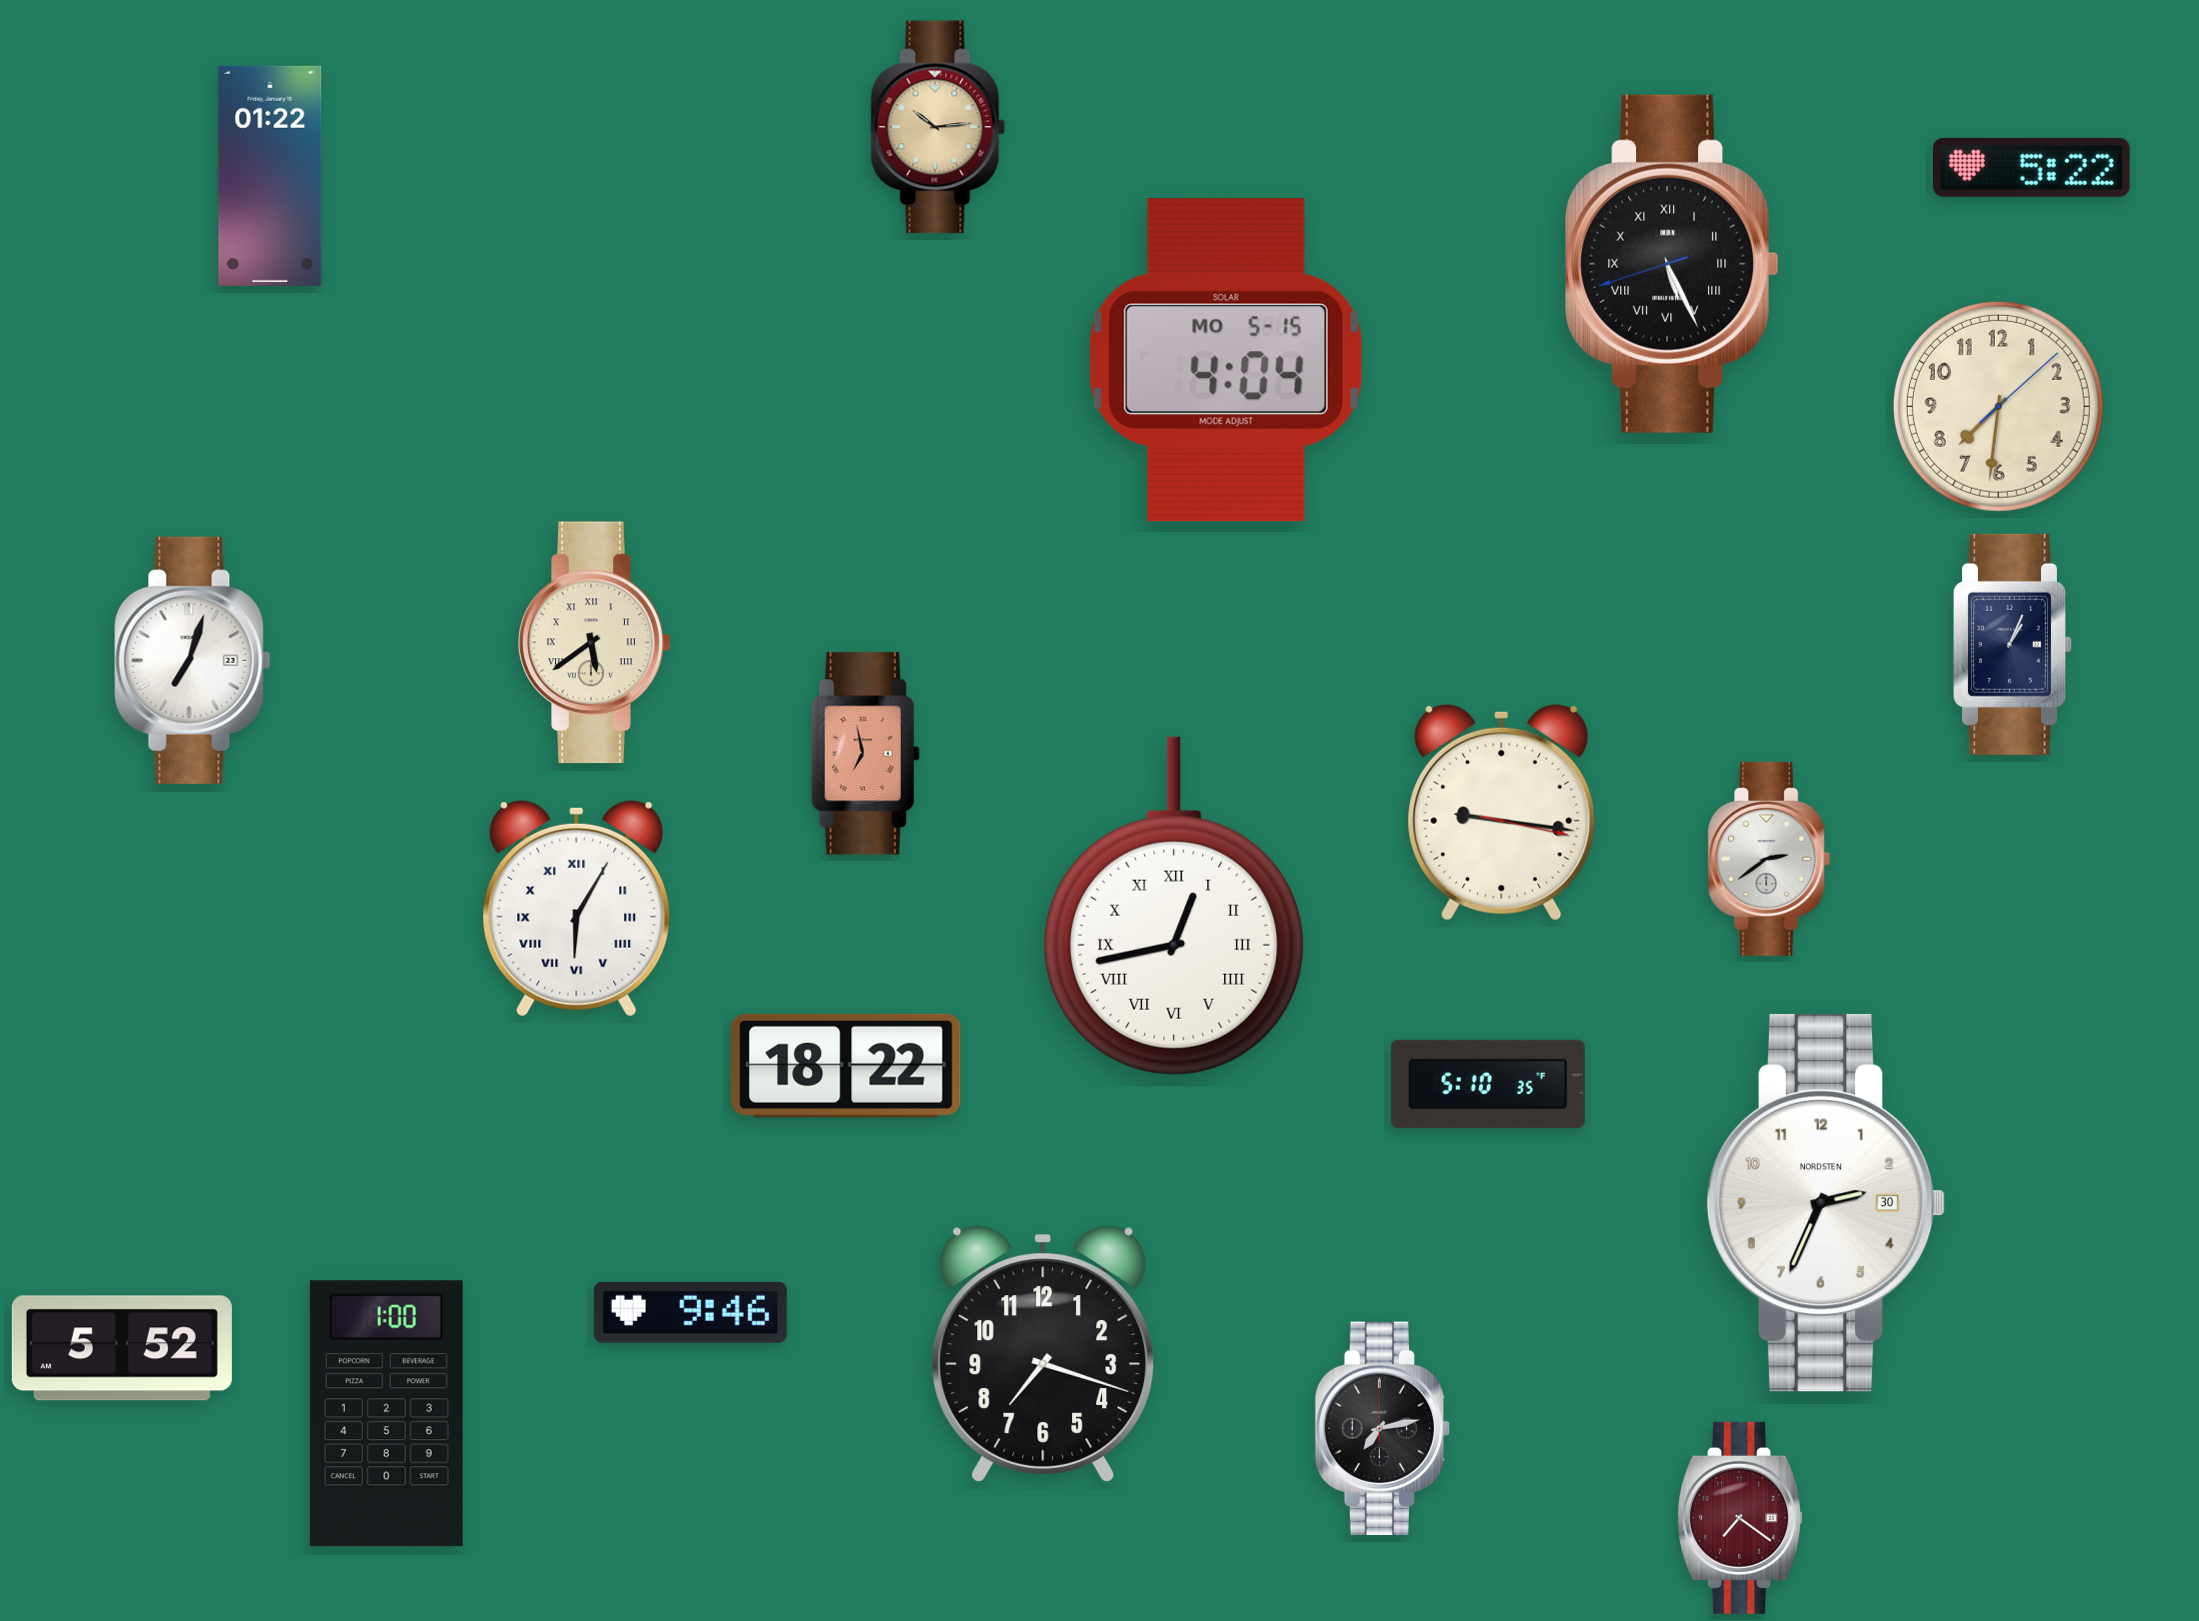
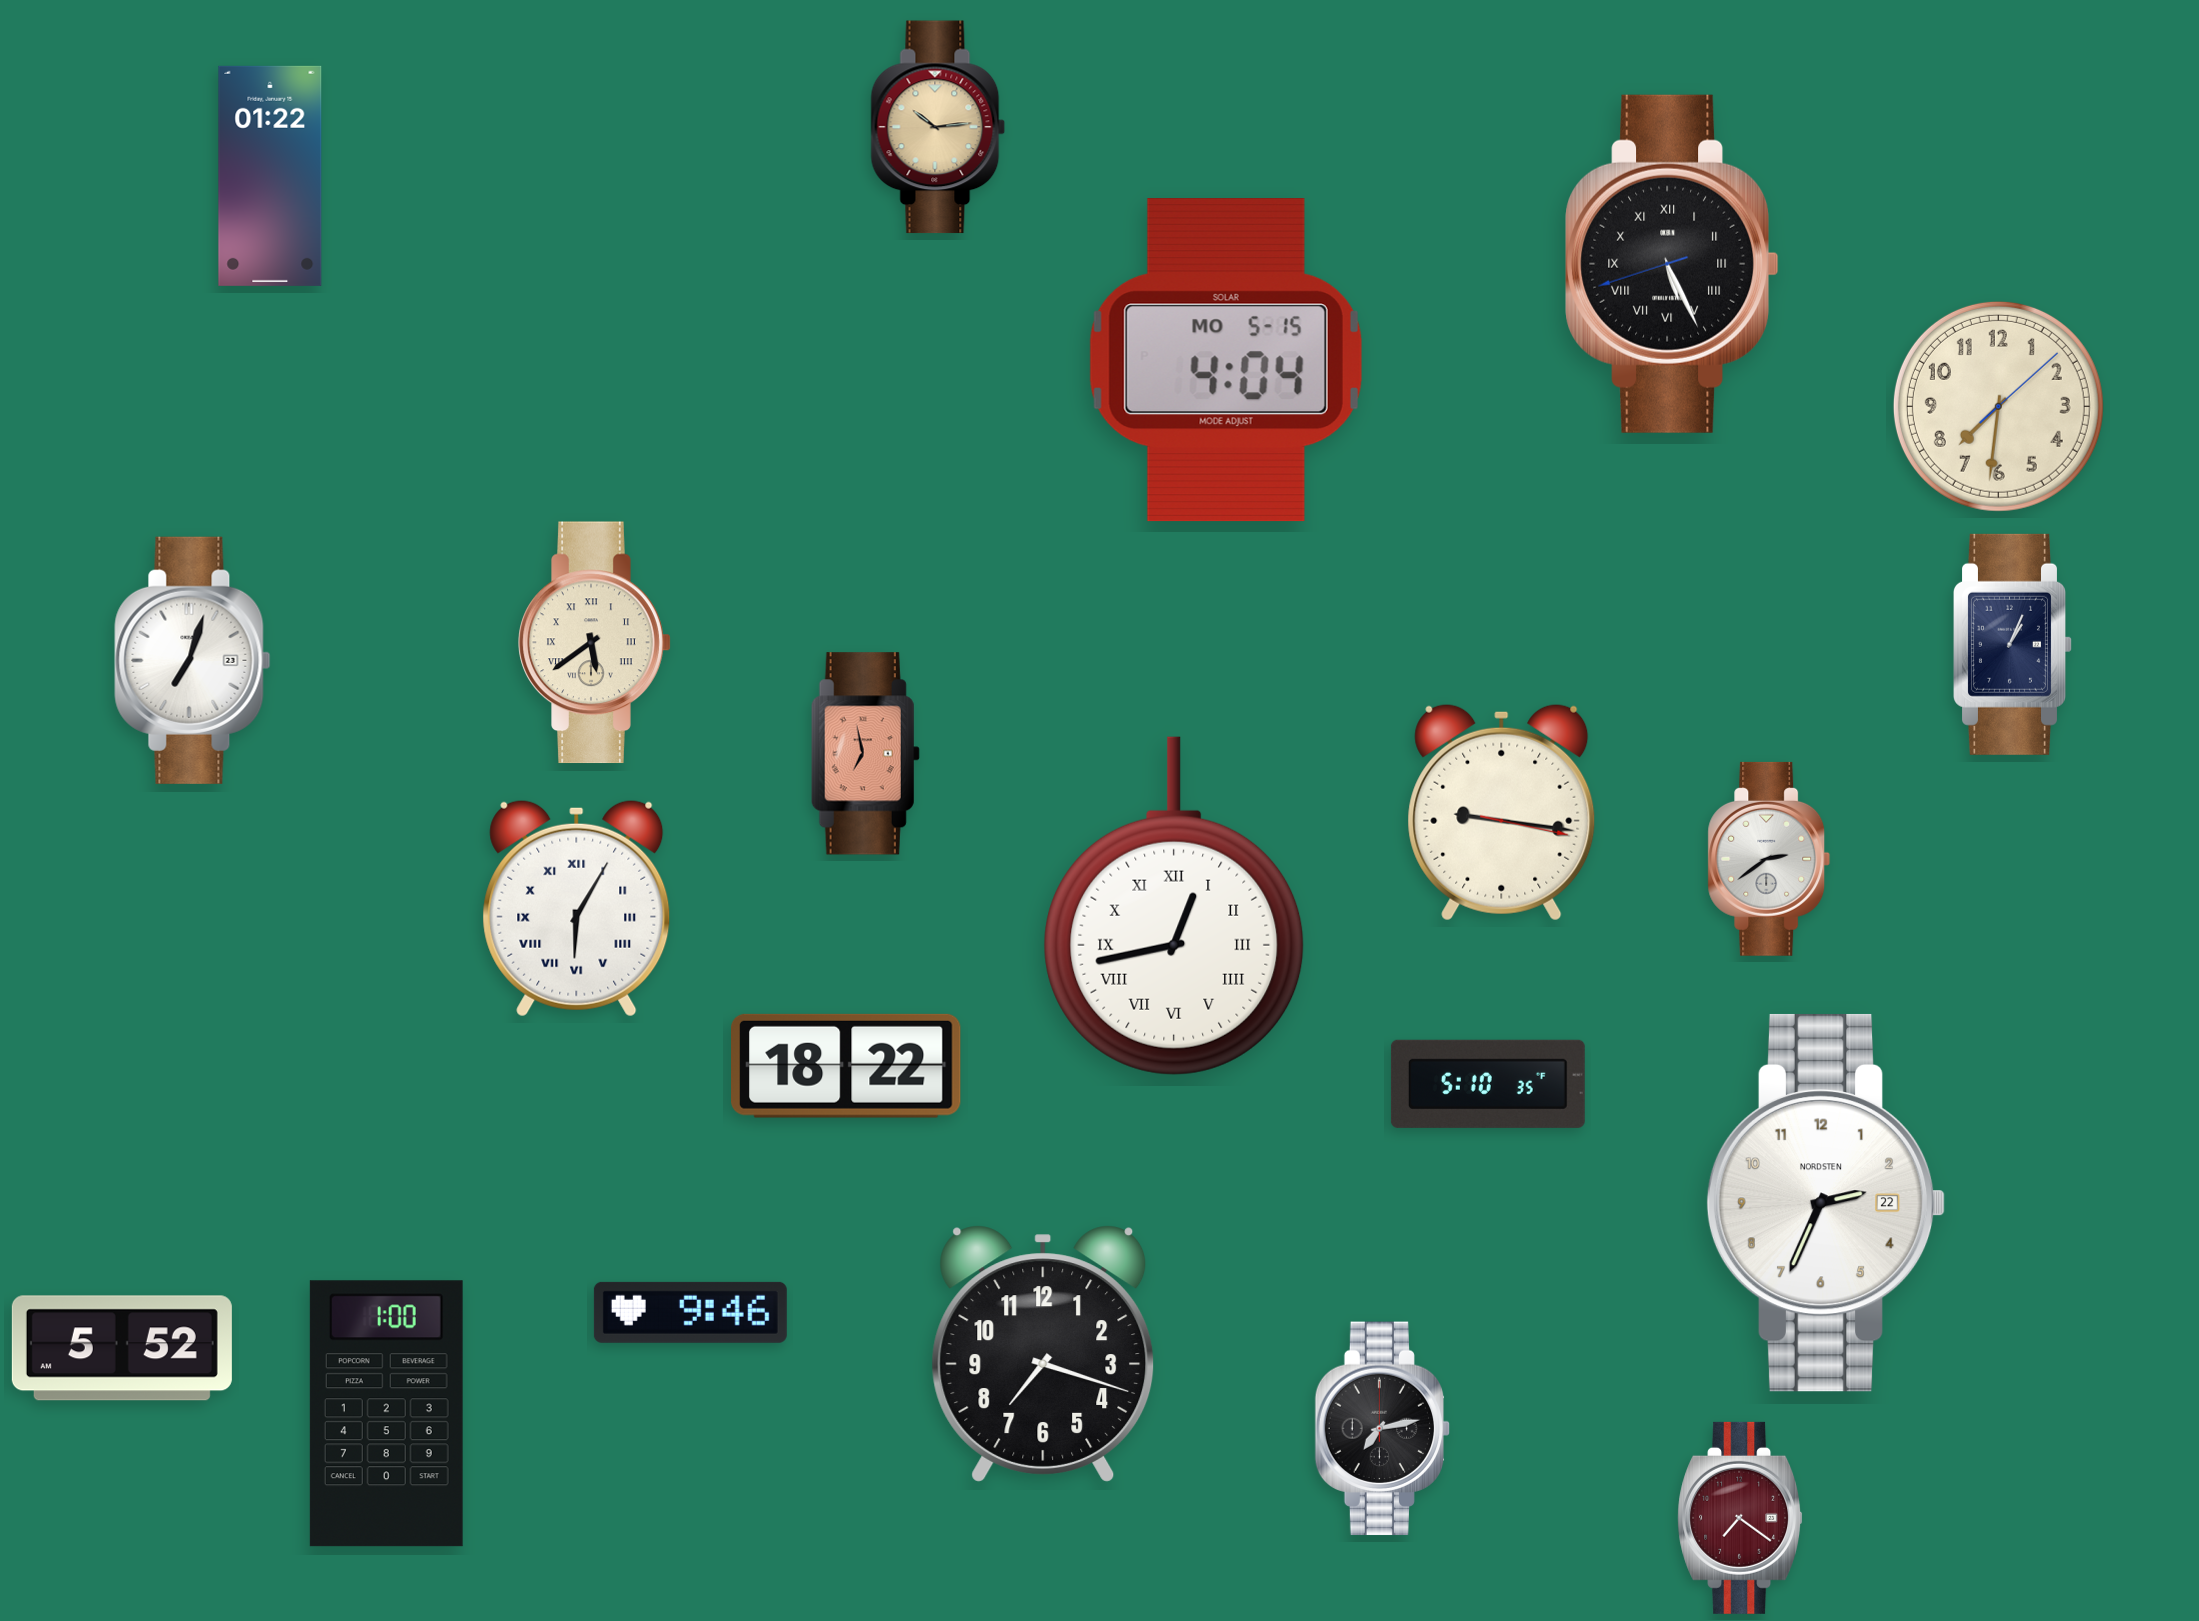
clock at (2032, 167): 5:22 -> none
clock at (1826, 1203) date: 30 -> 22
